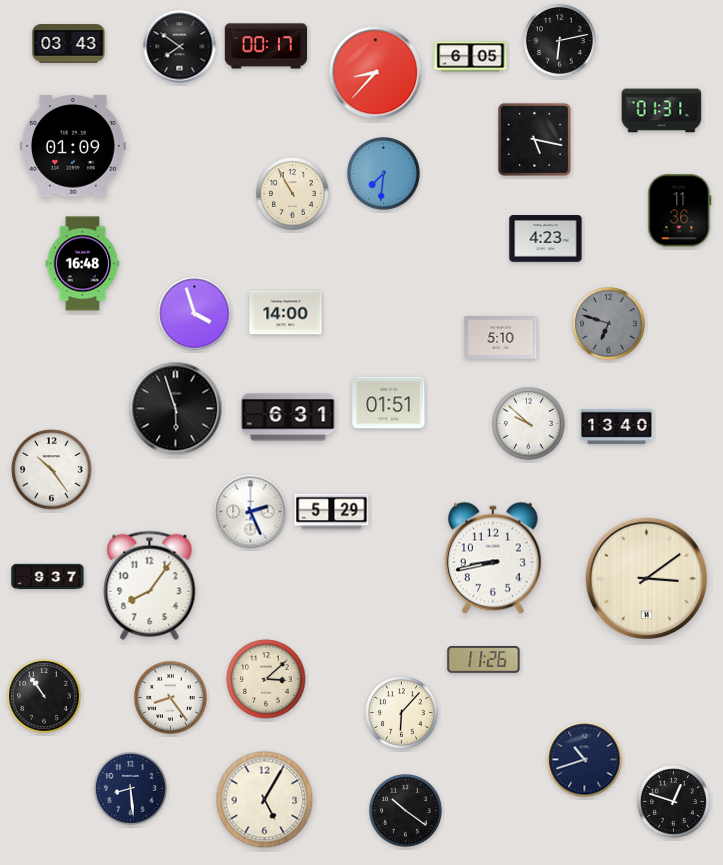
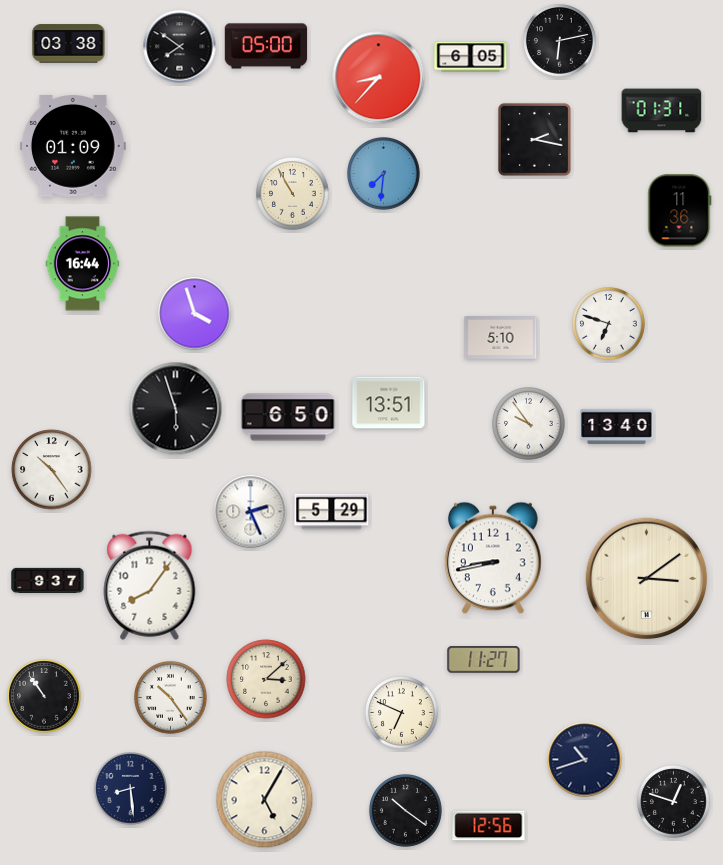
clock at (69, 44): 03:43 -> 03:38
clock at (266, 46): 00:17 -> 05:00
clock at (376, 73) position: (376, 73) -> (379, 78)
clock at (534, 139): 5:17 -> 2:17
clock at (546, 239): 4:23 -> none
clock at (83, 264): 16:48 -> 16:44
clock at (286, 313): 14:00 -> none
clock at (609, 324) dial: grey -> white
clock at (389, 403): 01:51 -> 13:51
clock at (288, 417): 6:31 -> 6:50
clock at (529, 424): 9:52 -> 9:54
clock at (48, 576) position: (48, 576) -> (48, 580)
clock at (484, 660): 11:26 -> 11:27
clock at (171, 698): 8:24 -> 10:24
clock at (402, 713): 6:07 -> 6:49
clock at (489, 826): none -> 12:56
